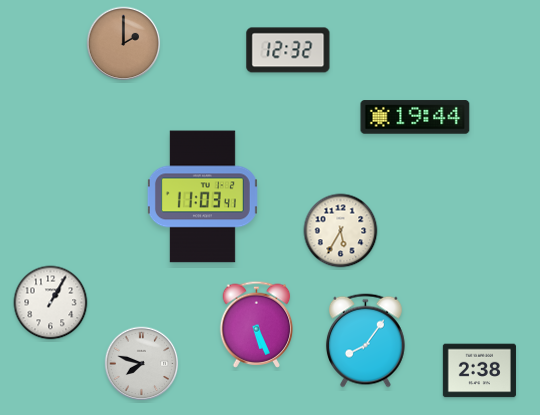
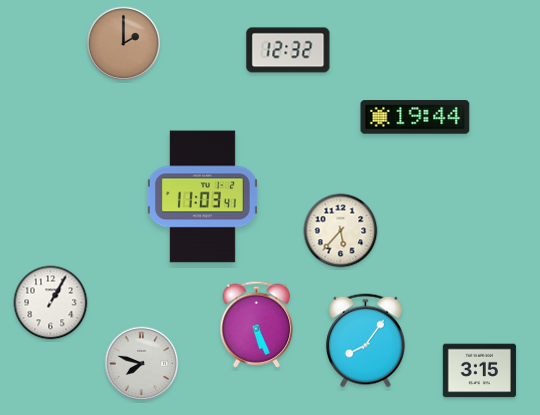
clock at (341, 231): 5:35 -> 5:37
clock at (479, 371): 2:38 -> 3:15
